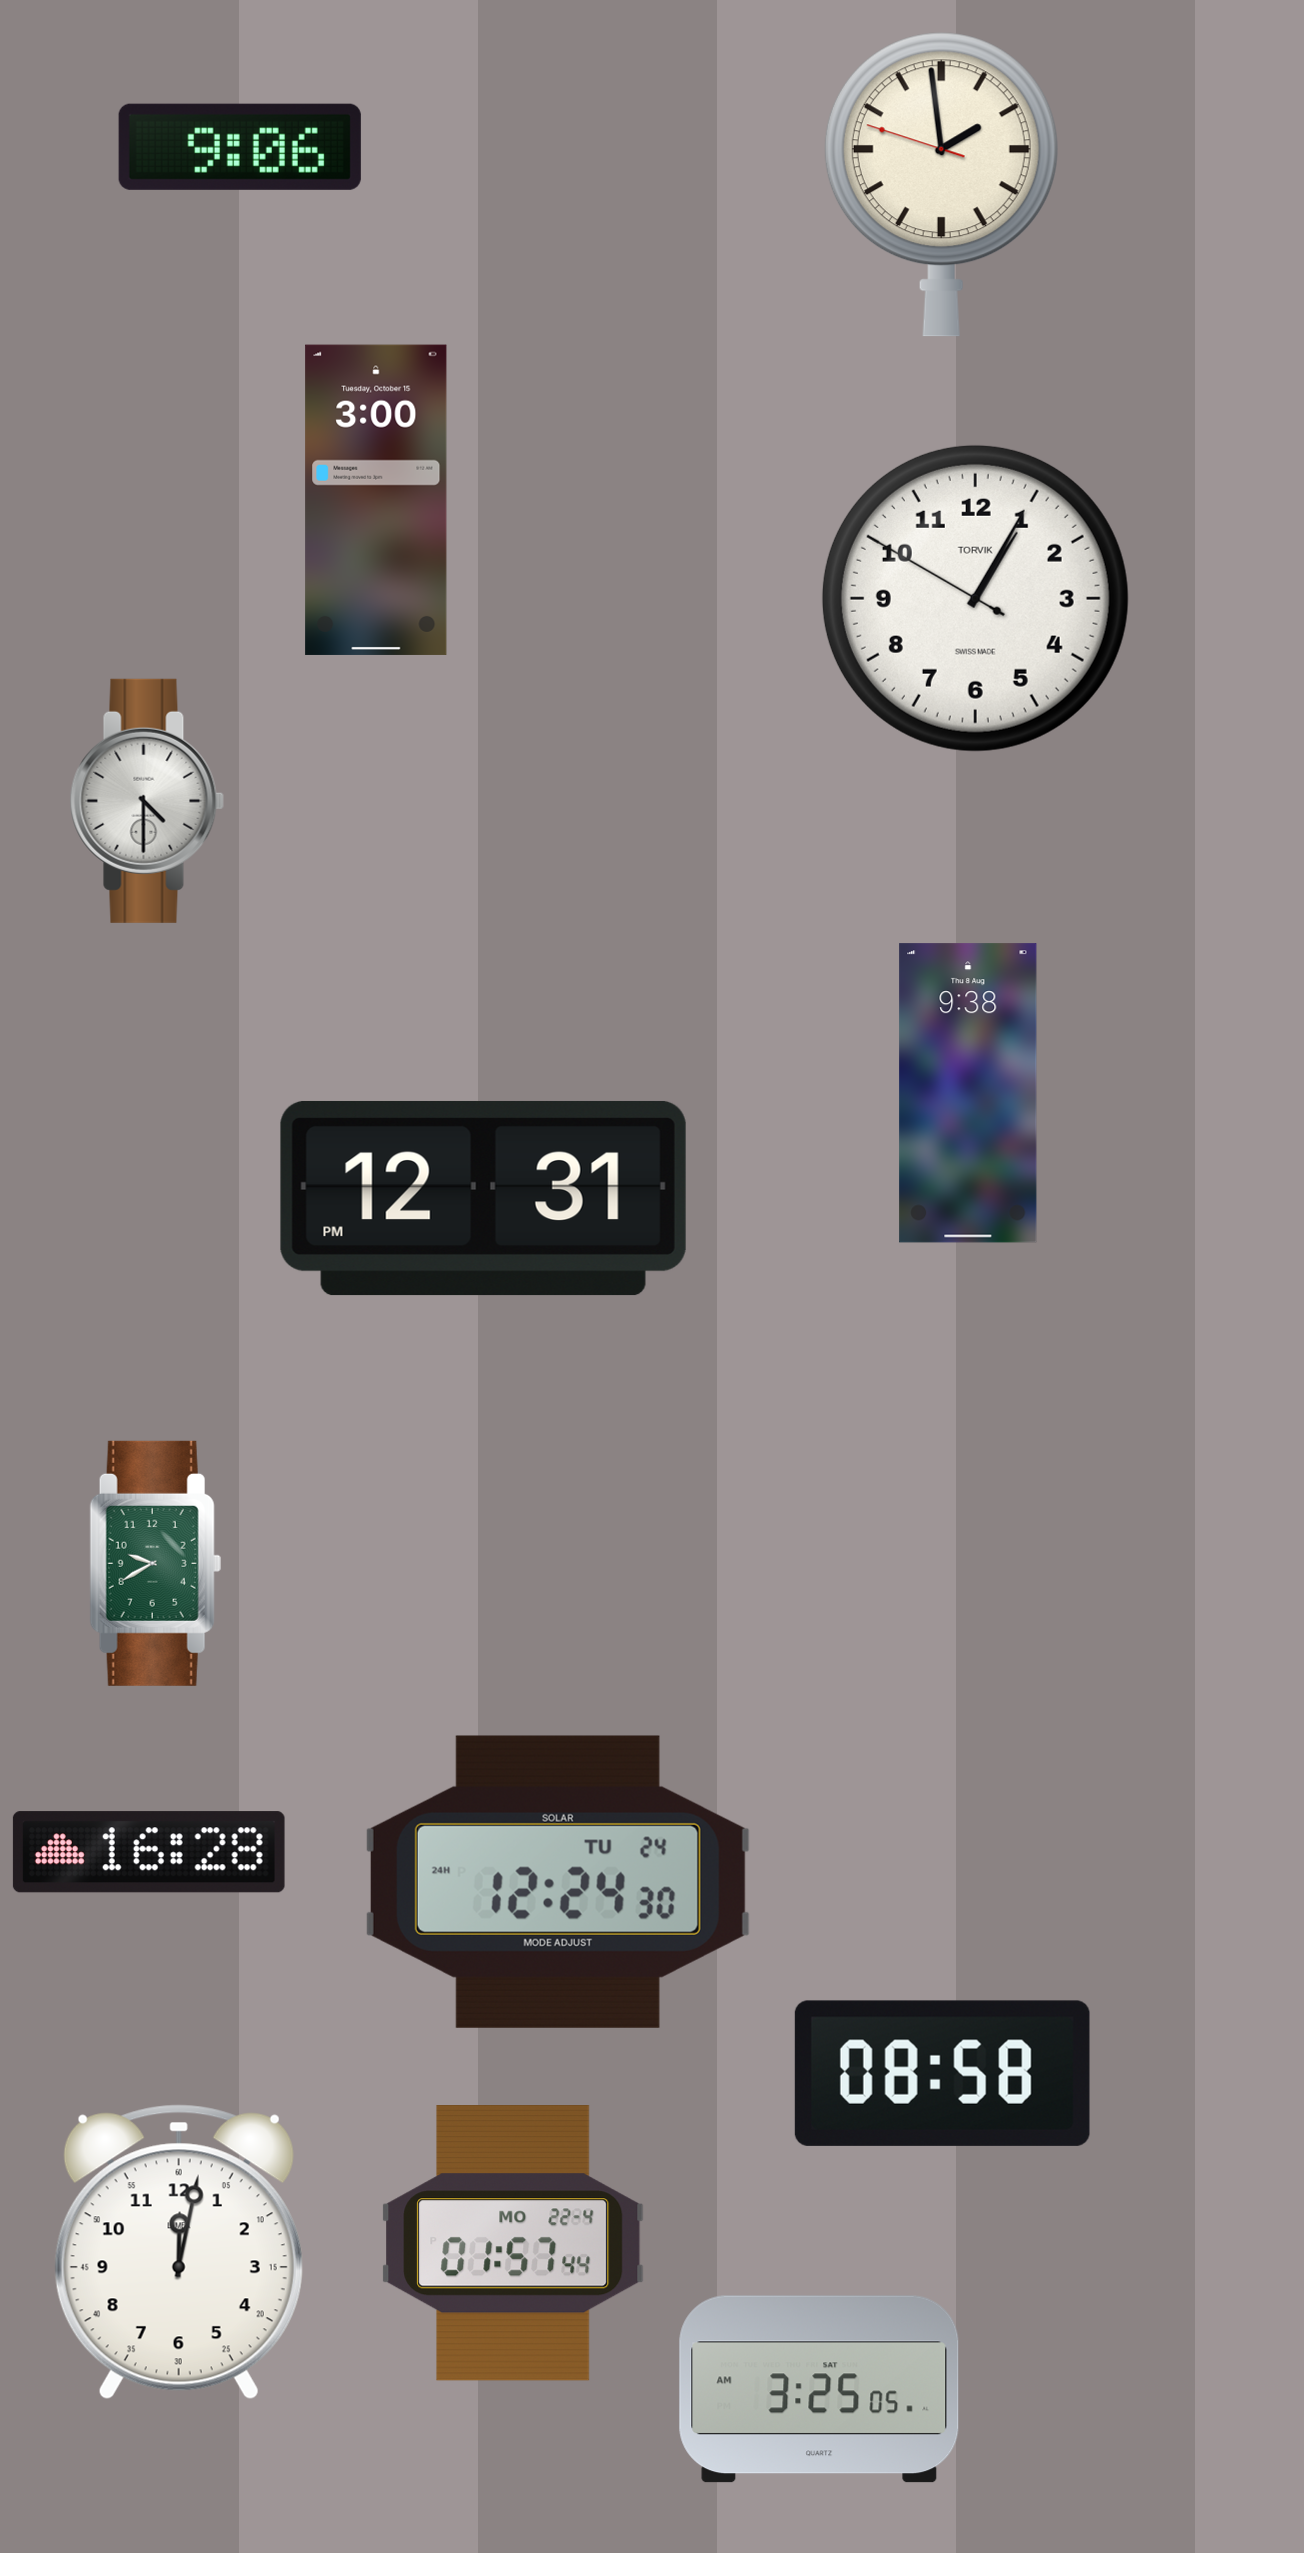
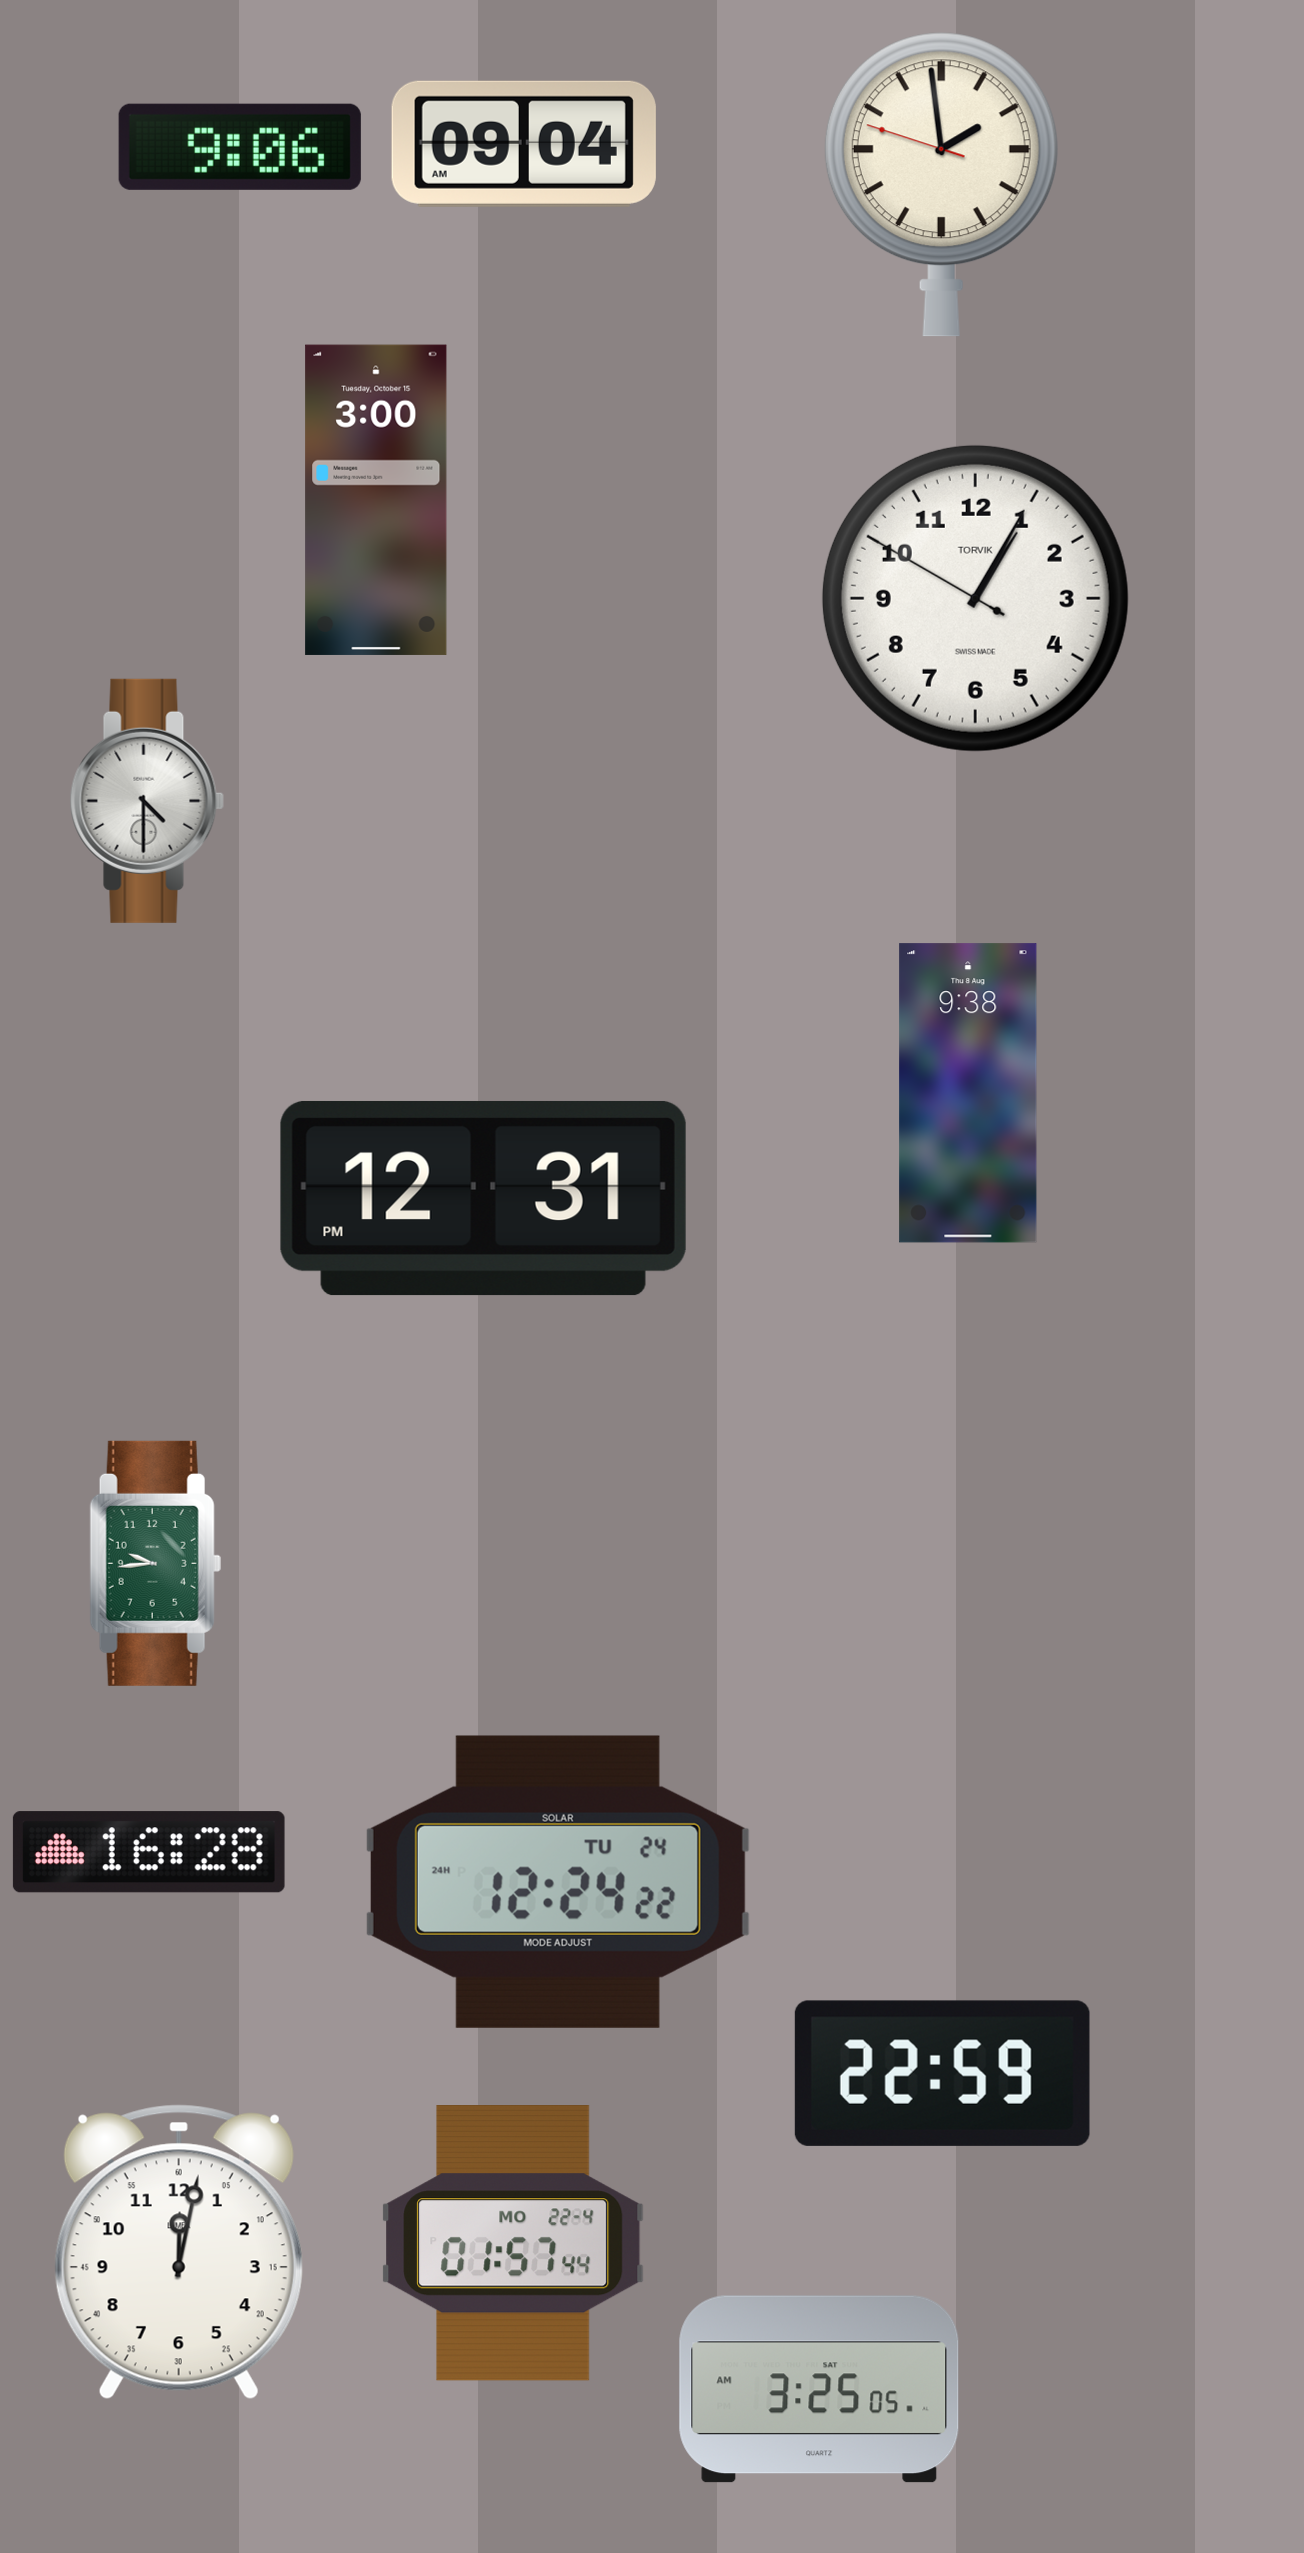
clock at (524, 144): none -> 09:04
clock at (155, 1563): 9:40 -> 9:44
clock at (558, 1882): 12:24:30 -> 12:24:22
clock at (942, 2073): 08:58 -> 22:59
